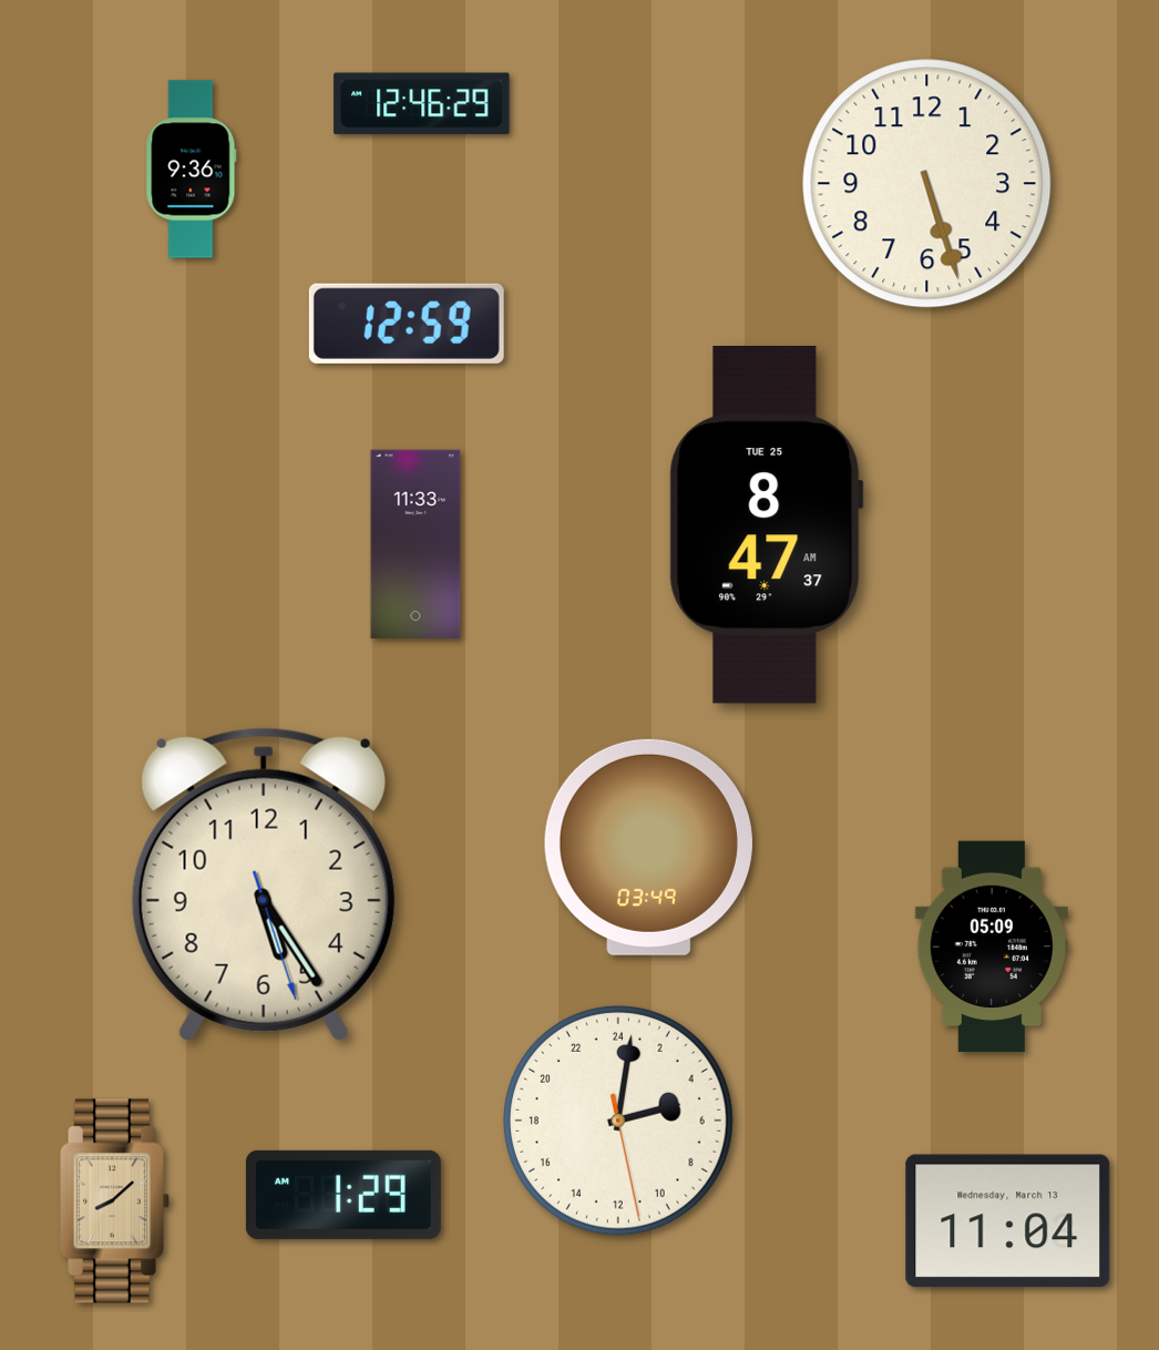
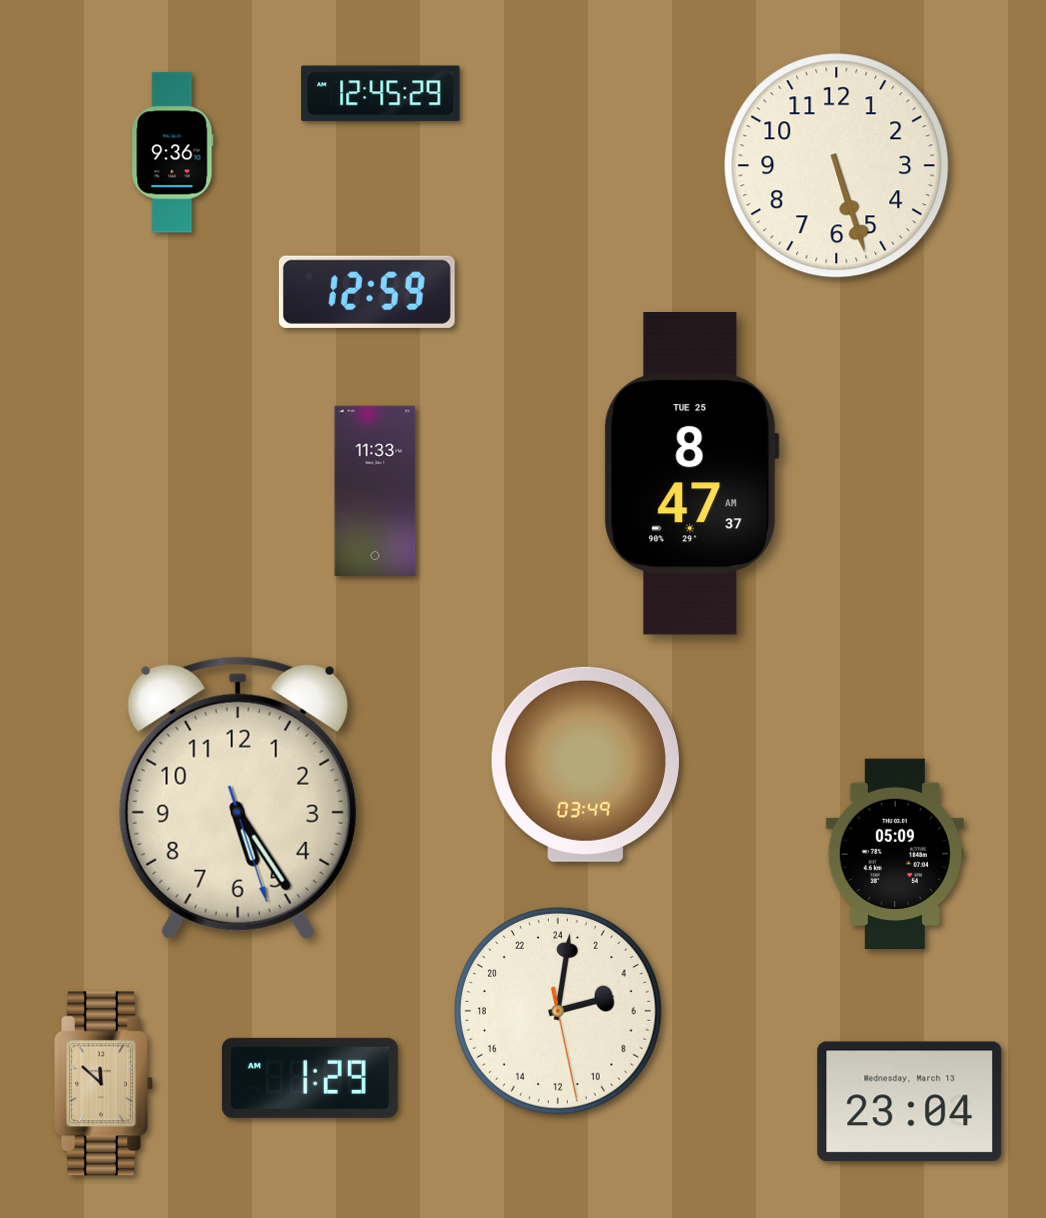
clock at (422, 104): 12:46 -> 12:45
clock at (115, 1201): 8:08 -> 11:52
clock at (1008, 1221): 11:04 -> 23:04
